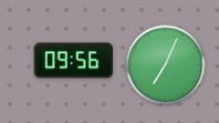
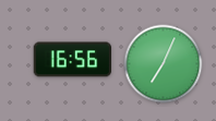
clock at (73, 61): 09:56 -> 16:56
